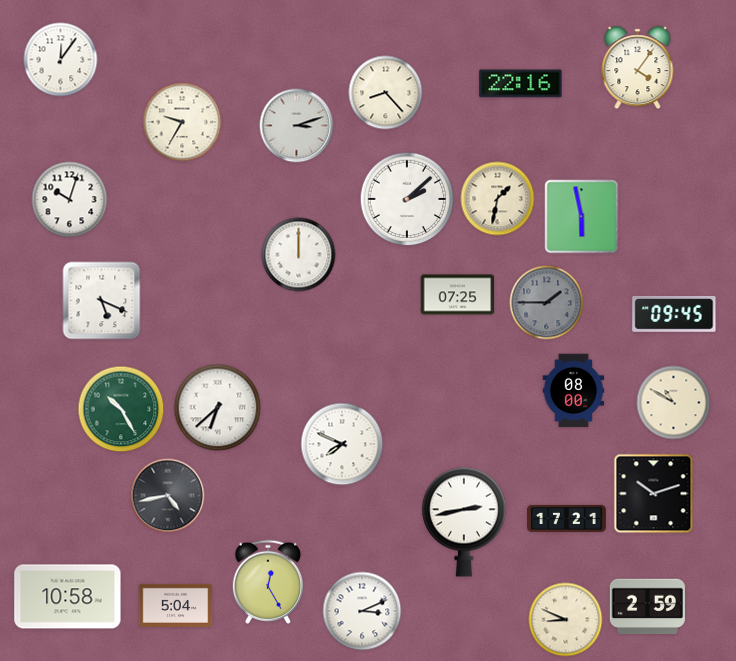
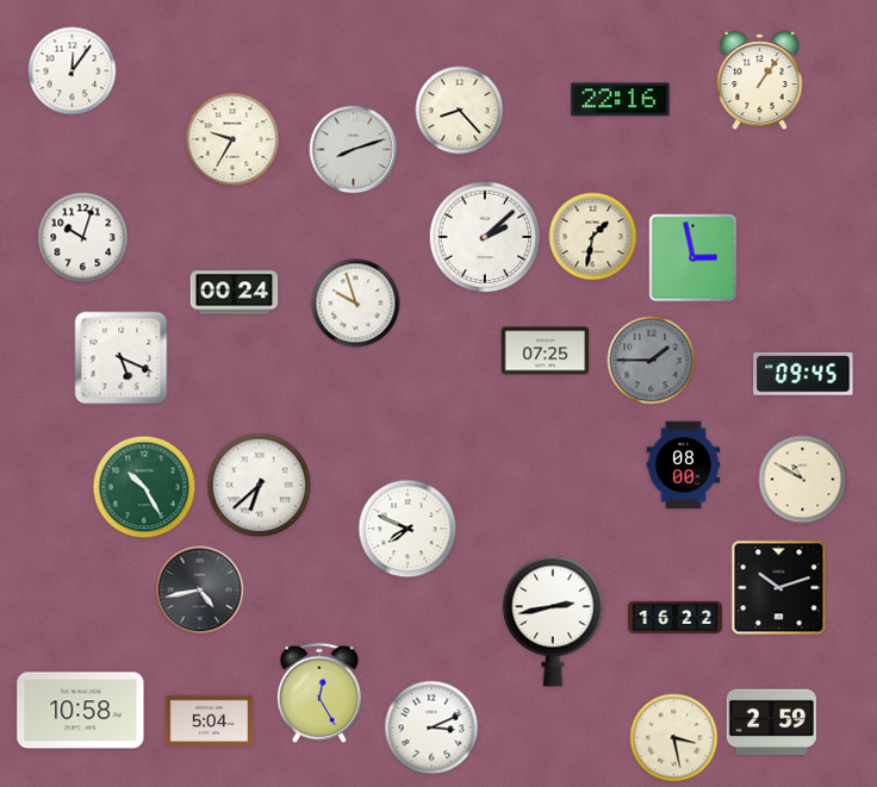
clock at (638, 68): 4:06 -> 1:06
clock at (182, 122) position: (182, 122) -> (232, 139)
clock at (297, 126): 3:12 -> 8:12
clock at (582, 217): 5:58 -> 2:58
clock at (235, 293): none -> 00:24
clock at (299, 255): 12:00 -> 9:57
clock at (567, 518): 17:21 -> 16:22
clock at (566, 620): 8:49 -> 3:28
